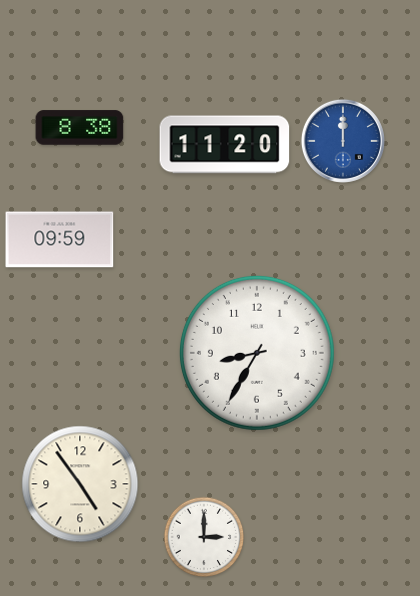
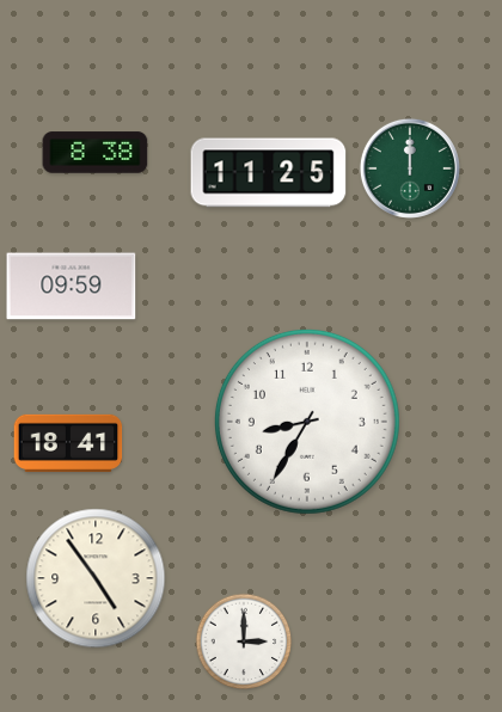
clock at (343, 141) dial: blue -> green
clock at (225, 145): 11:20 -> 11:25
clock at (68, 443): none -> 18:41
